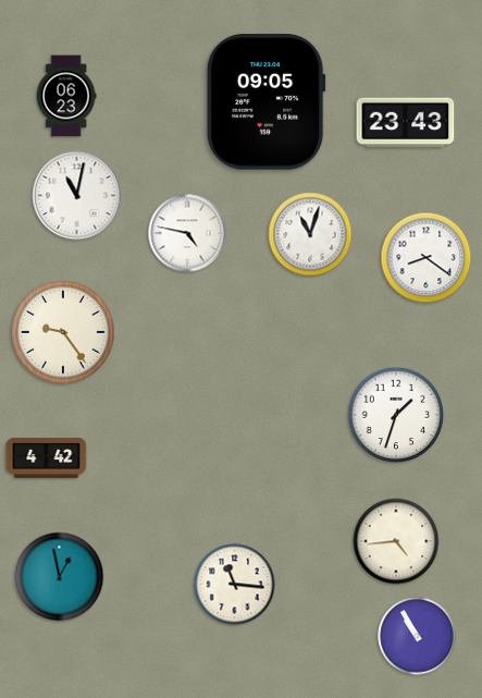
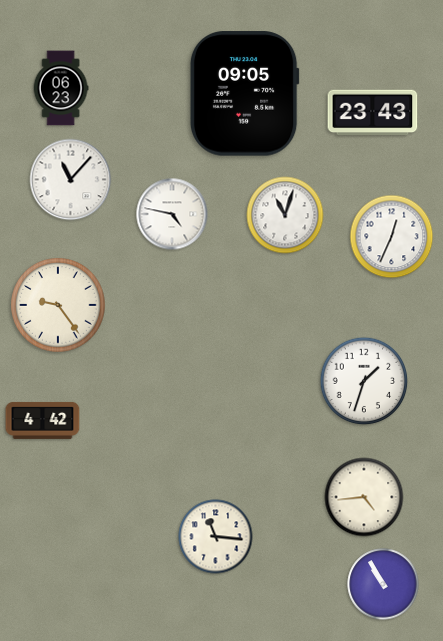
clock at (77, 196): 11:02 -> 11:07
clock at (427, 258): 8:21 -> 12:34
clock at (60, 577): 12:58 -> none
